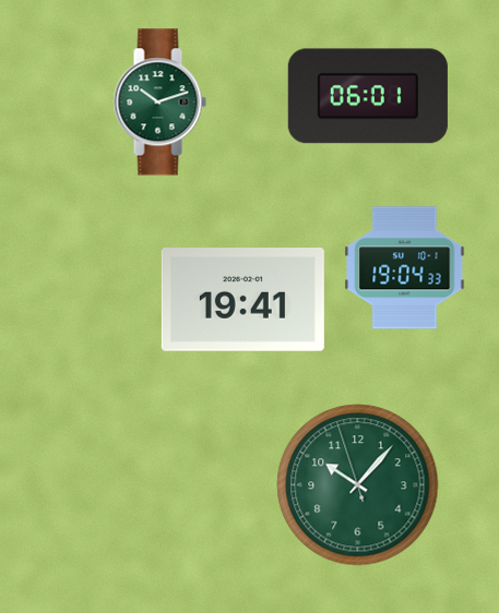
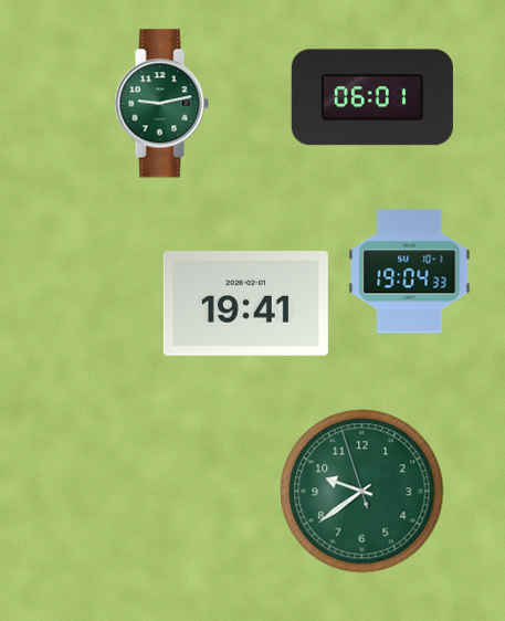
clock at (159, 103): 10:12 -> 9:13
clock at (358, 485): 10:06 -> 9:38
